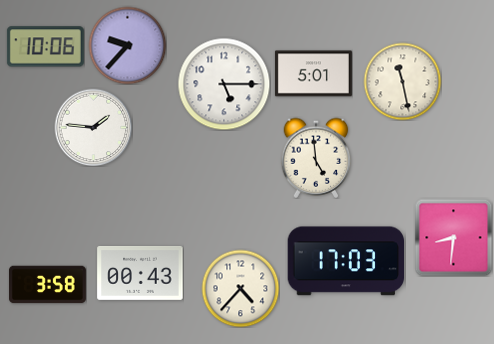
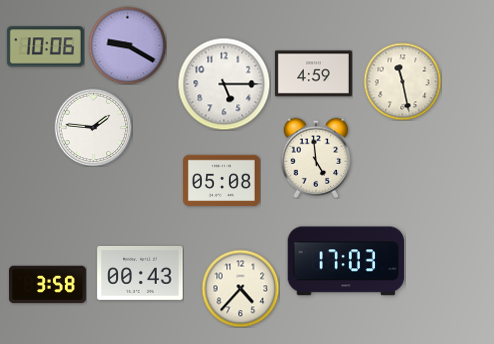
clock at (127, 45): 9:37 -> 9:20
clock at (313, 74): 5:01 -> 4:59
clock at (221, 181): none -> 05:08
clock at (453, 237): 8:31 -> none
